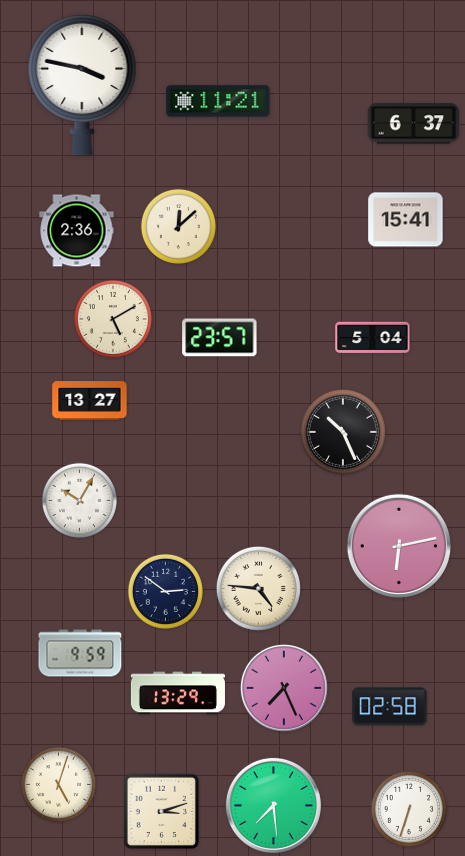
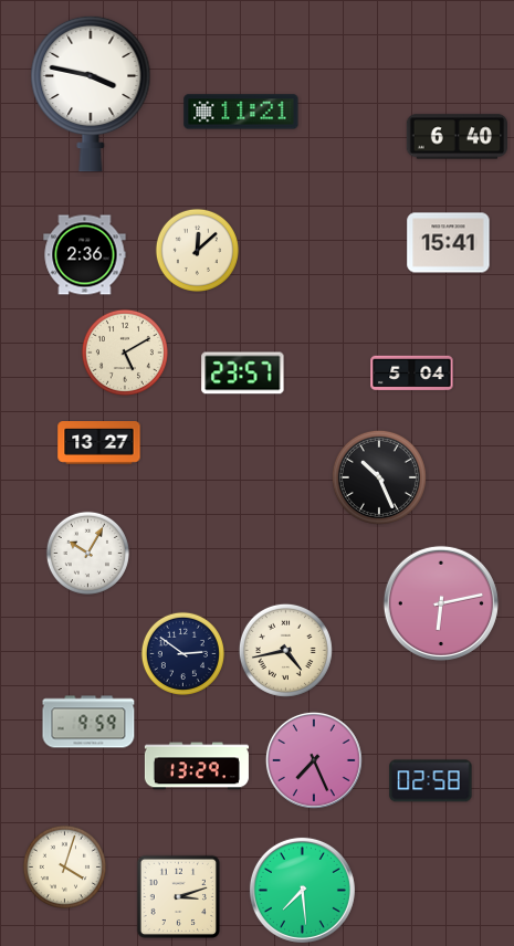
clock at (413, 124): 6:37 -> 6:40
clock at (258, 588): 4:46 -> 4:43
clock at (58, 784): 5:03 -> 4:03
clock at (409, 809): 6:33 -> none
